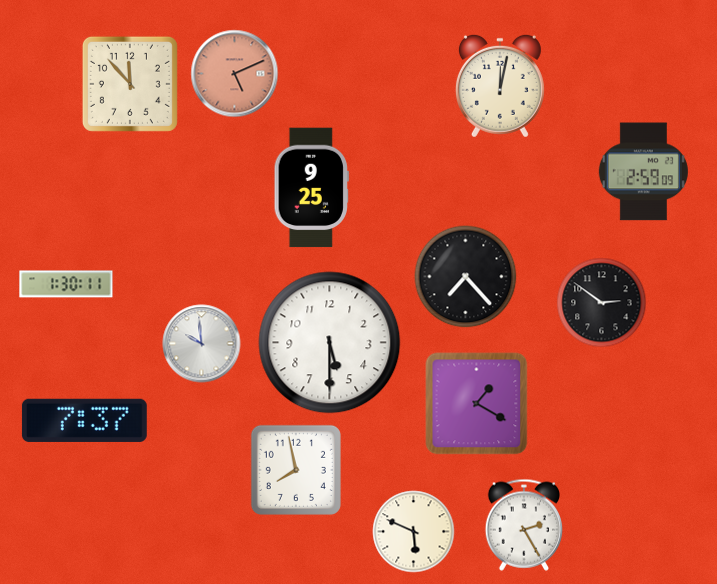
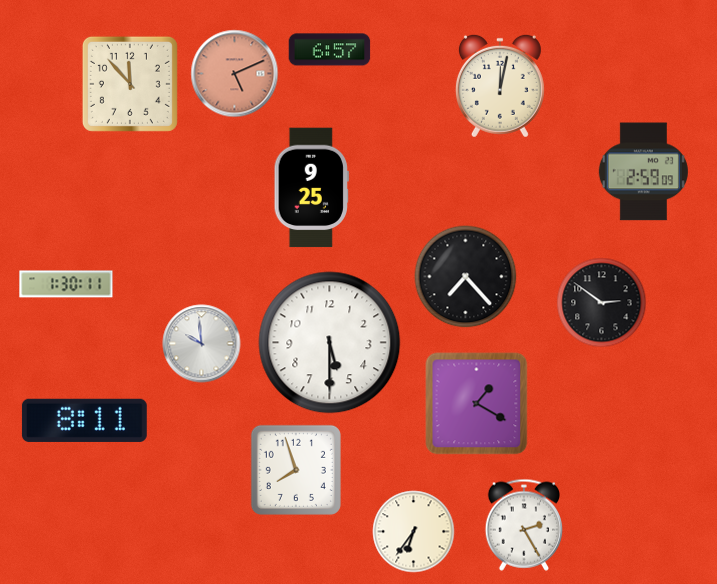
clock at (330, 50): none -> 6:57
clock at (84, 420): 7:37 -> 8:11
clock at (296, 470): 7:58 -> 7:57
clock at (414, 532): 5:49 -> 6:36
